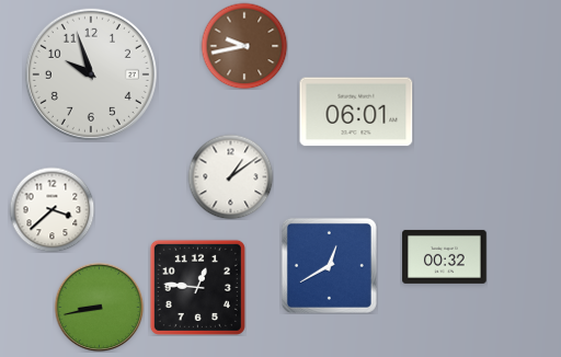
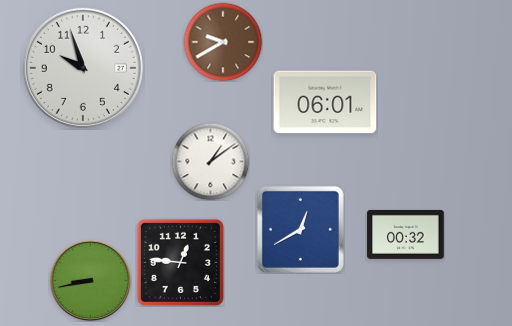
clock at (244, 46): 9:43 -> 9:40
clock at (51, 209): 3:38 -> none
clock at (329, 265) position: (329, 265) -> (300, 229)
